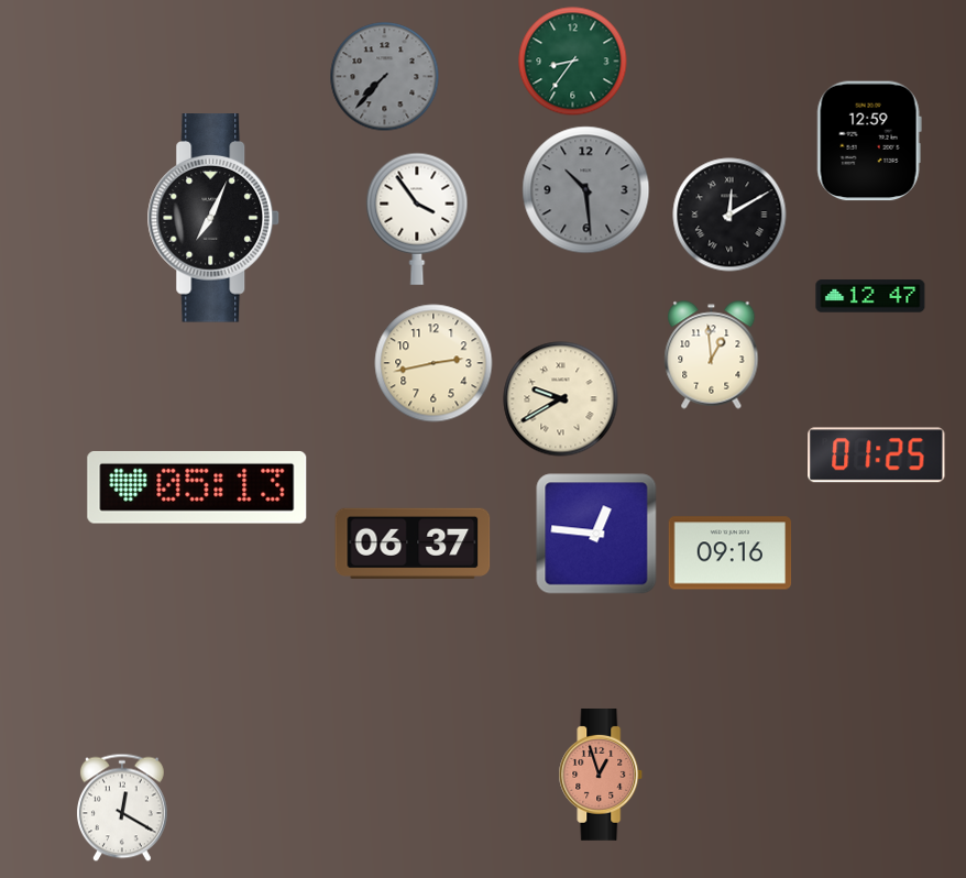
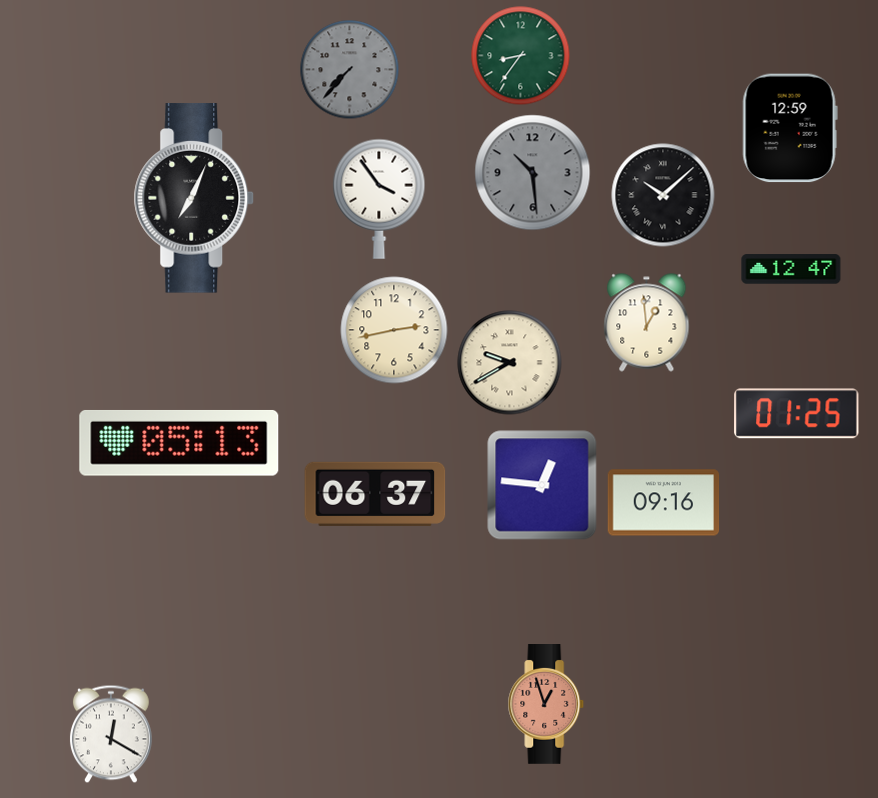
clock at (729, 215): 12:10 -> 10:08
